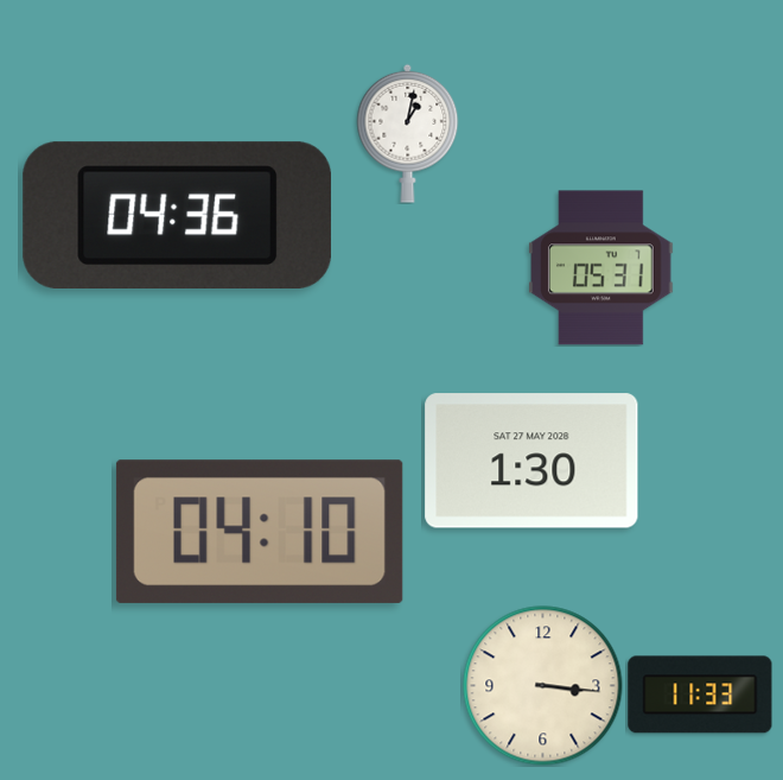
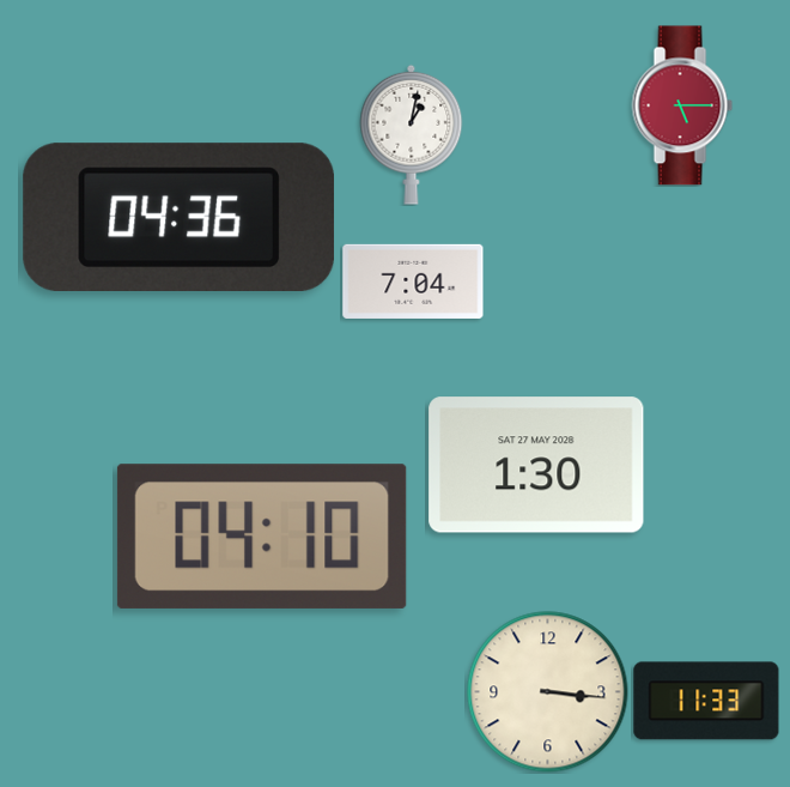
clock at (682, 105): none -> 5:15
clock at (601, 268): 05:31 -> none
clock at (413, 281): none -> 7:04
